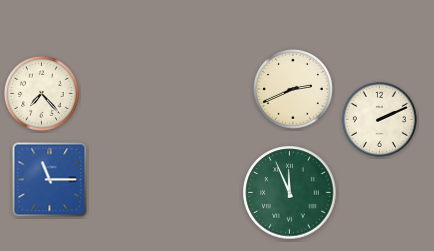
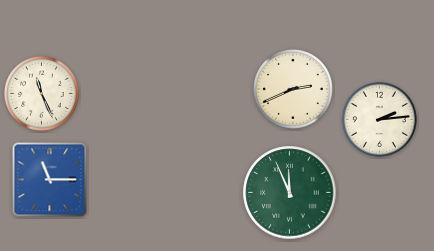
clock at (42, 94): 7:23 -> 11:26
clock at (380, 120): 2:11 -> 2:14
